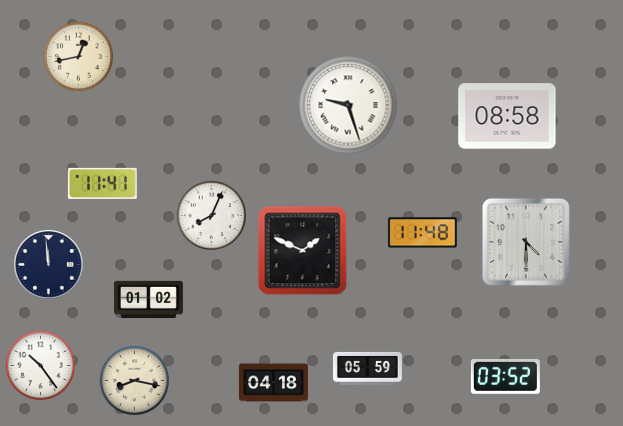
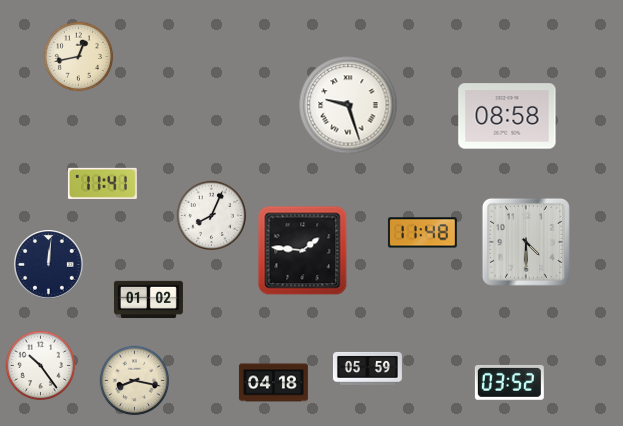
clock at (303, 251): 1:49 -> 1:46
clock at (49, 265): 11:59 -> 12:01
clock at (505, 376) position: (505, 376) -> (509, 382)
